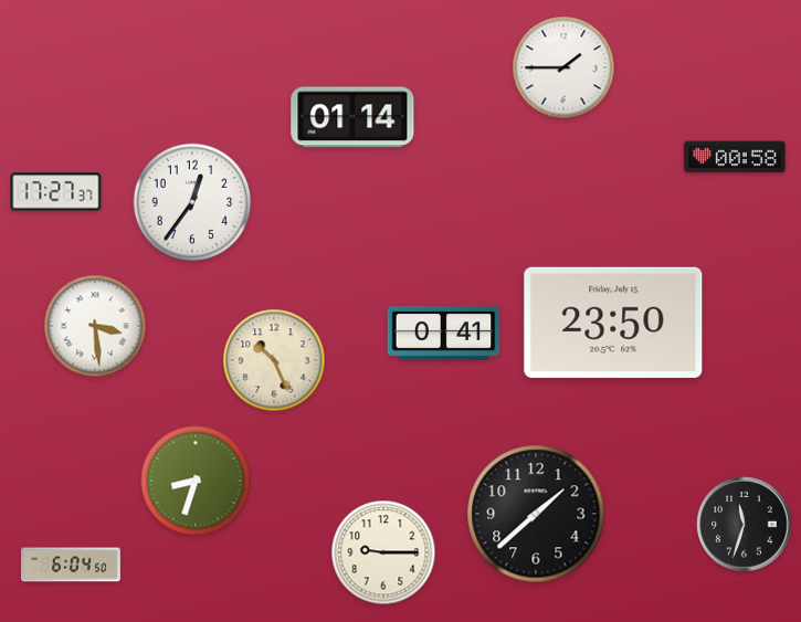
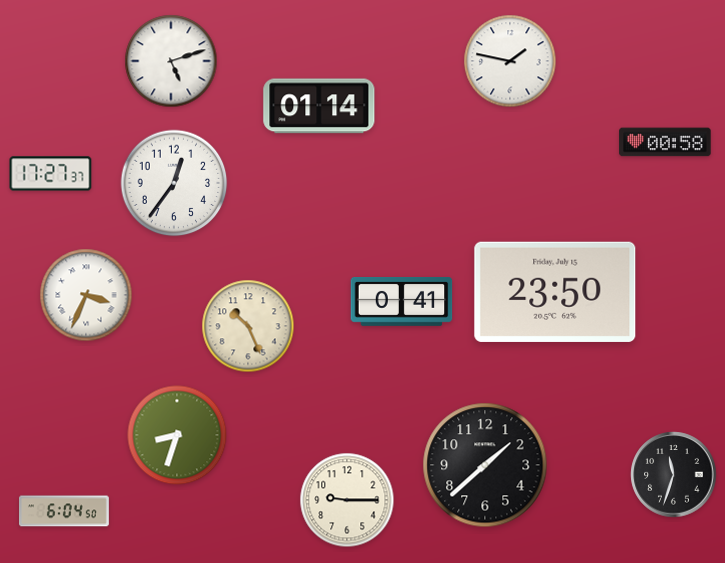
clock at (171, 61): none -> 5:12
clock at (563, 67): 1:45 -> 1:47
clock at (95, 326): 3:29 -> 3:34
